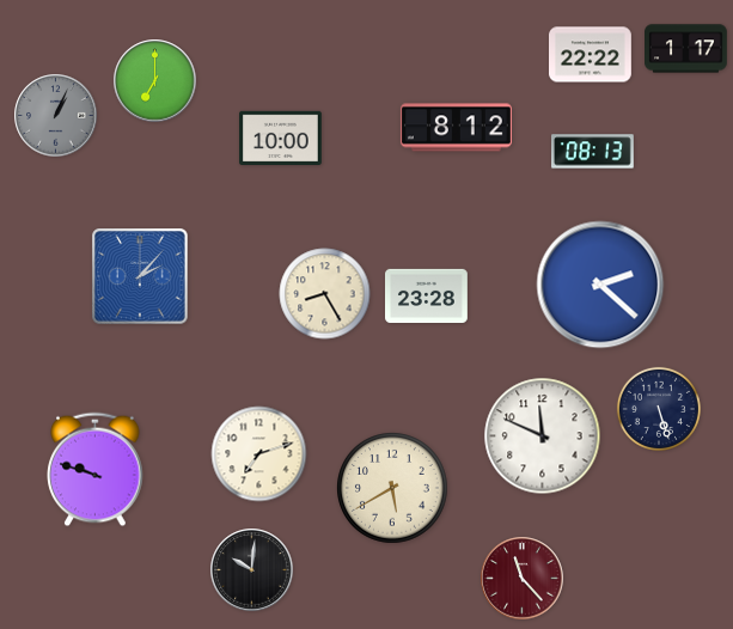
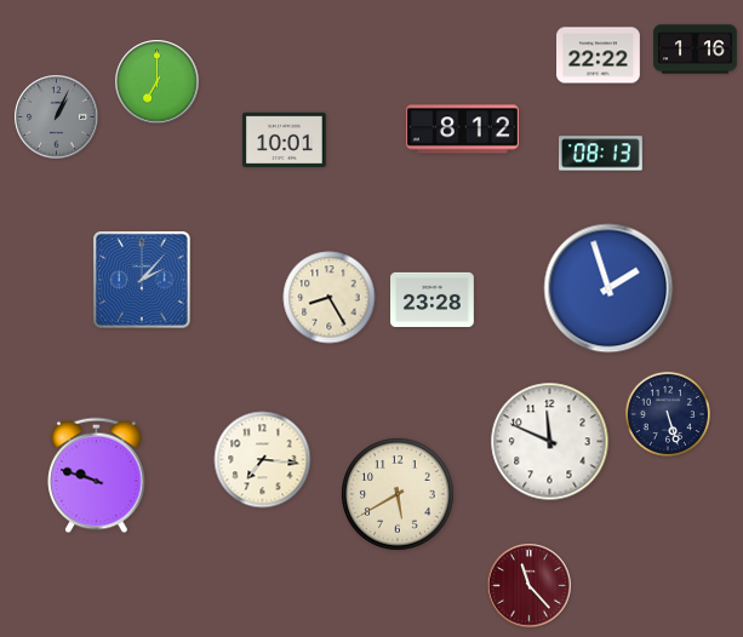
clock at (686, 49): 1:17 -> 1:16
clock at (281, 138): 10:00 -> 10:01
clock at (600, 285): 2:22 -> 1:57
clock at (259, 454): 7:12 -> 7:16
clock at (252, 570): 10:01 -> none
